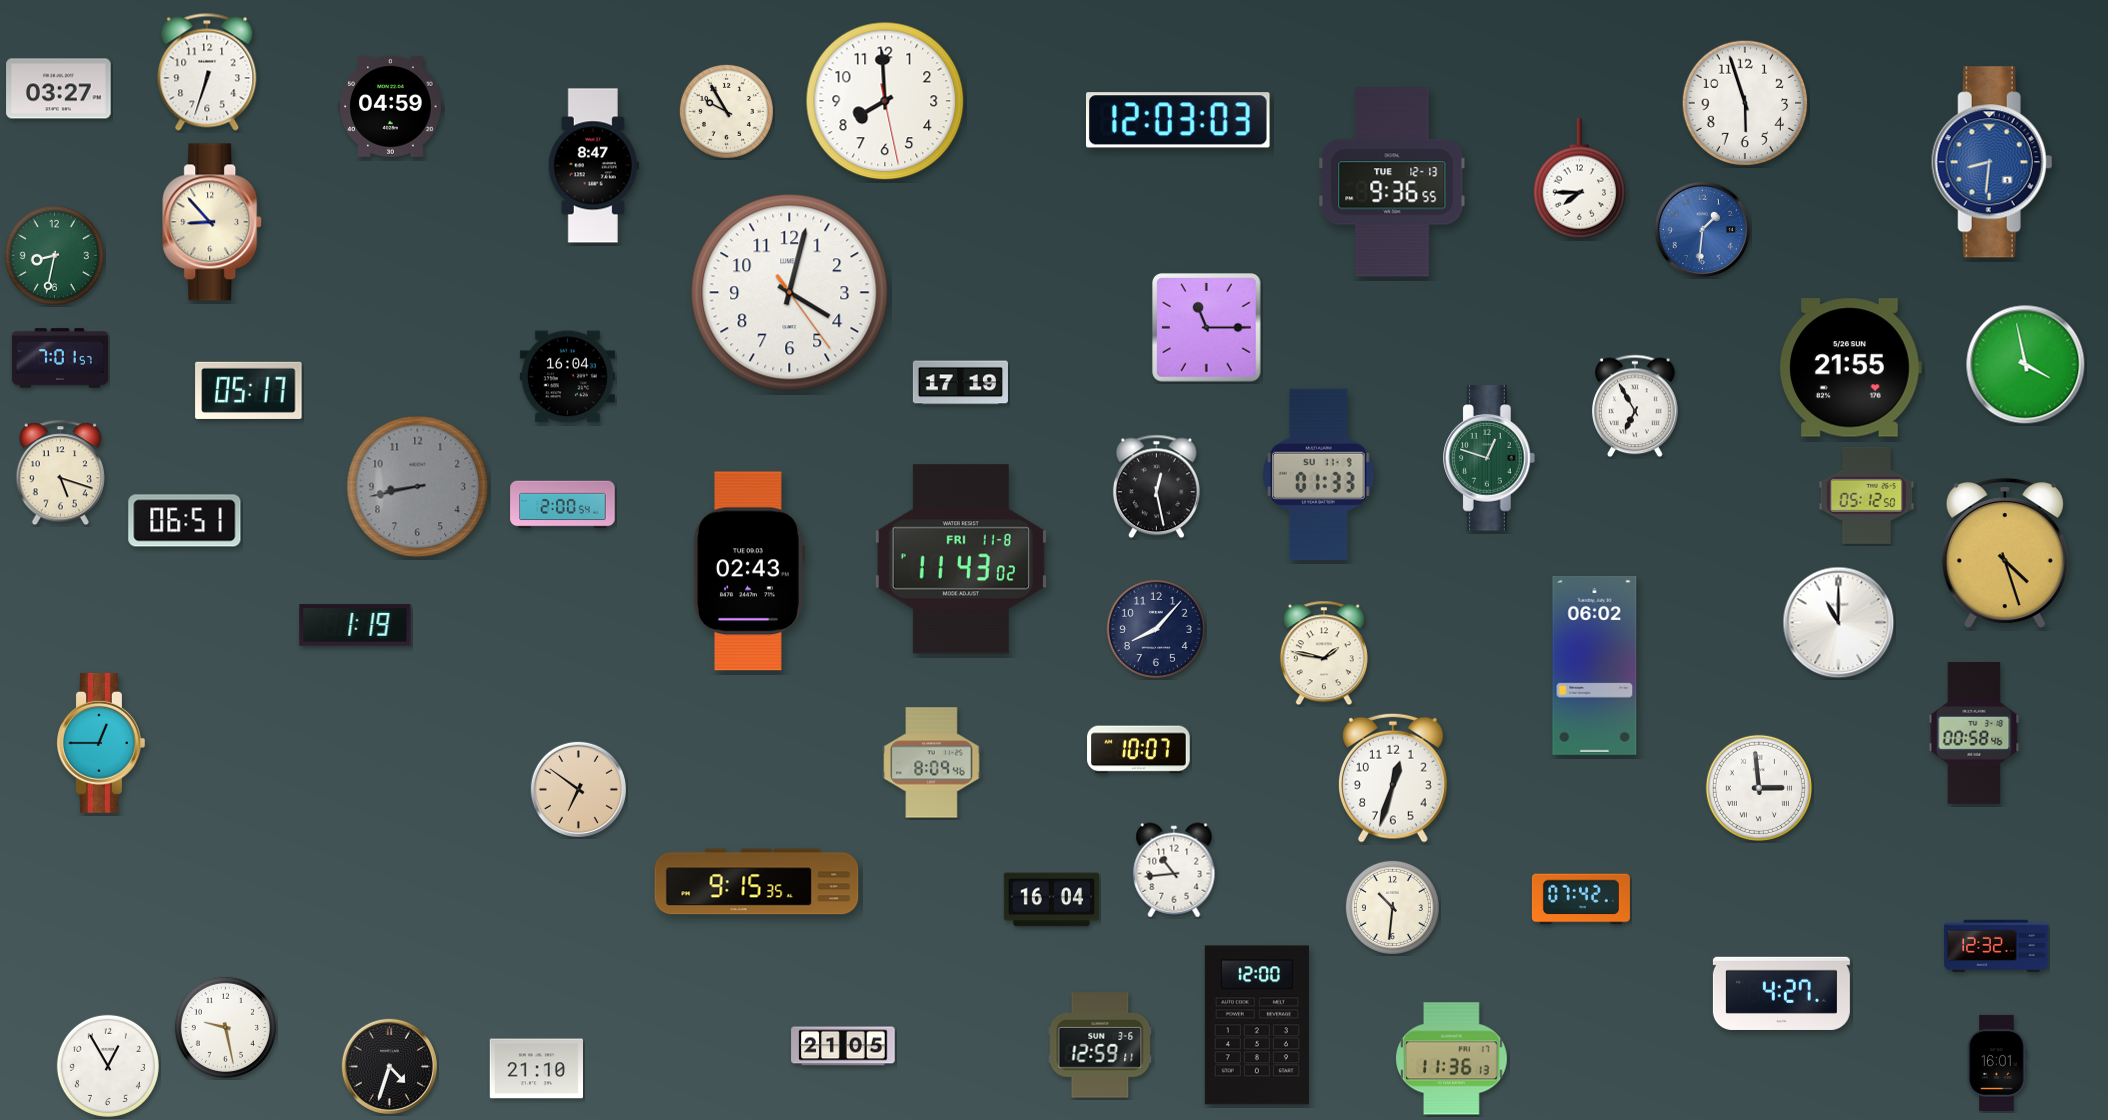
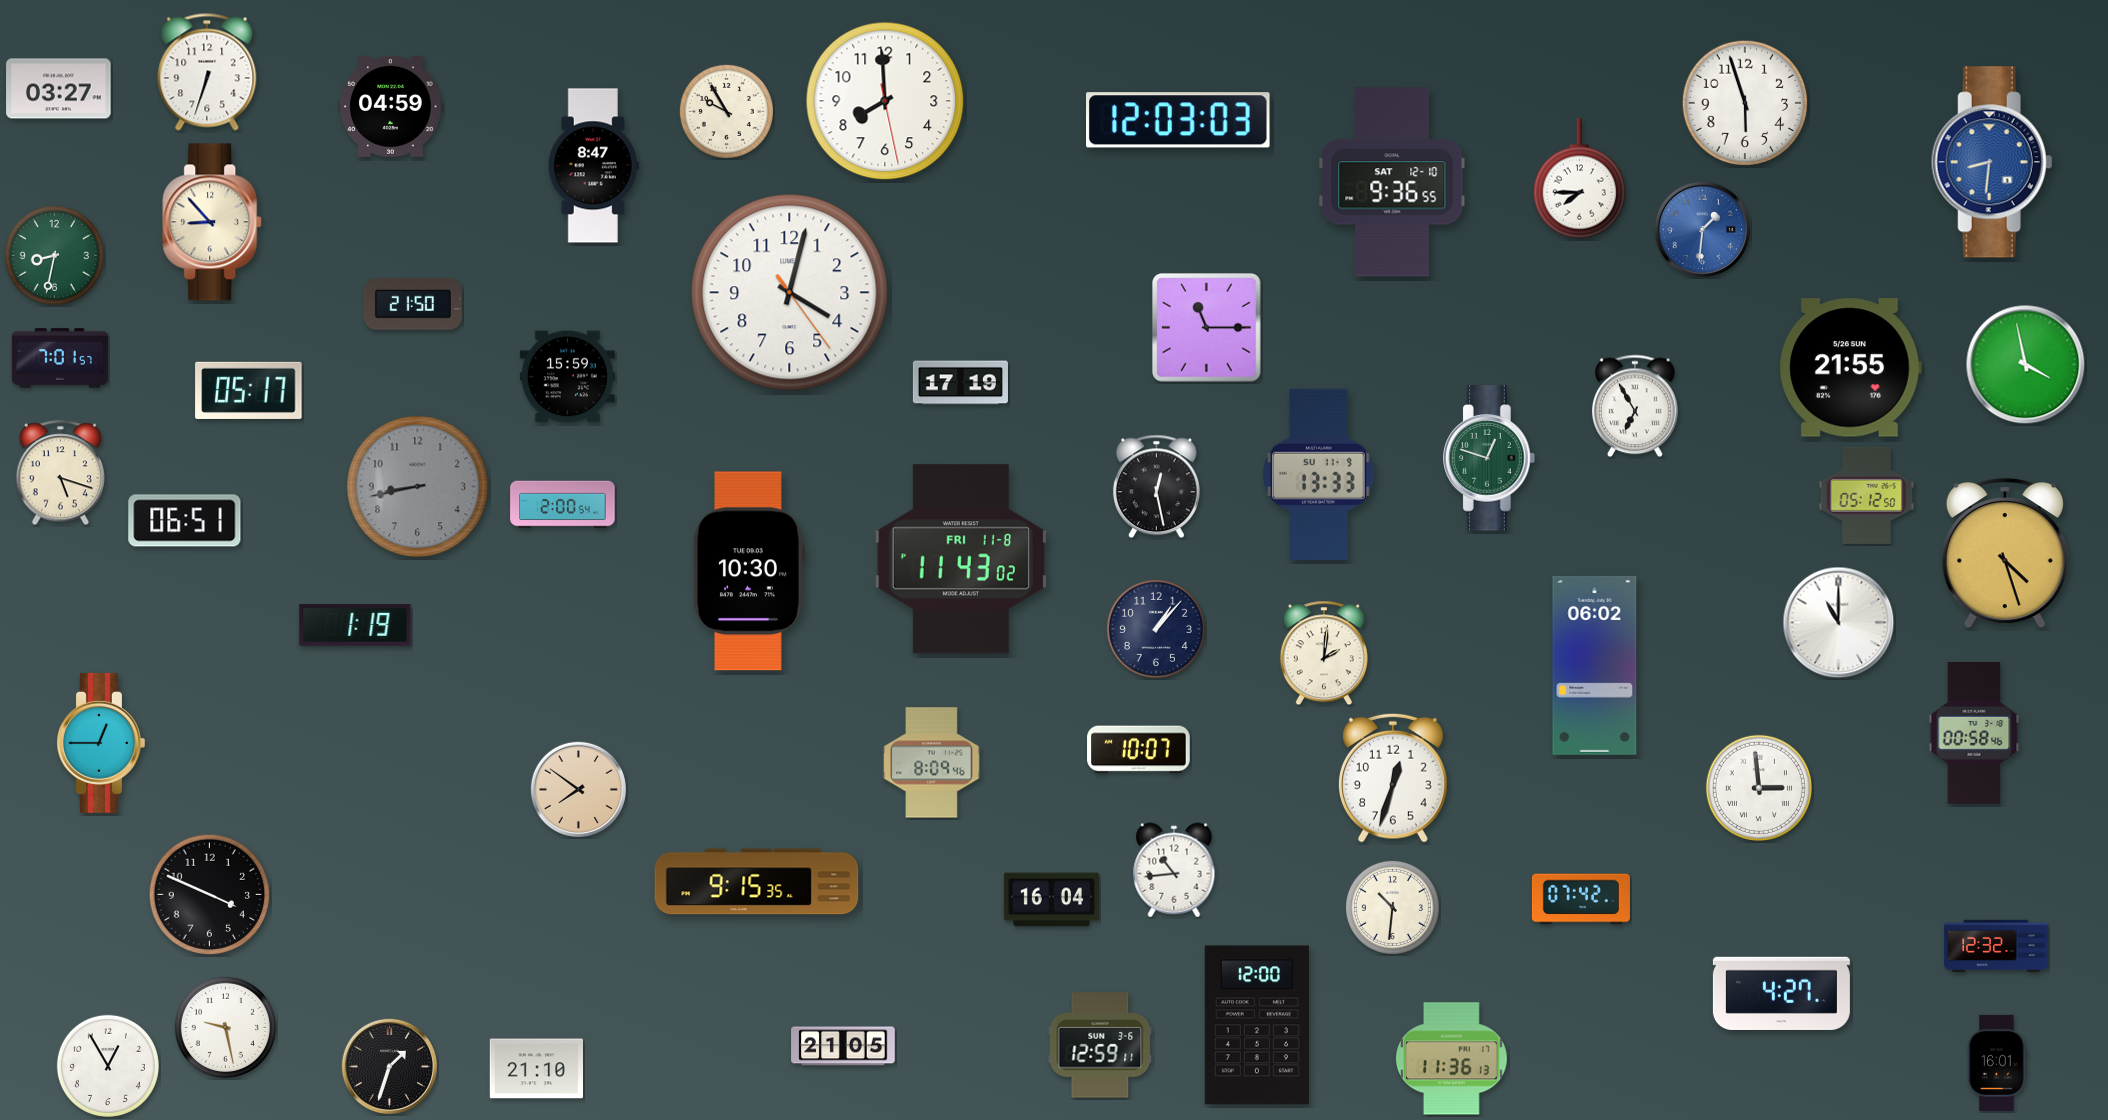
clock at (1392, 182) date: TUE 12-13 -> SAT 12-10
clock at (413, 304): none -> 21:50
clock at (567, 377): 16:04 -> 15:59
clock at (1319, 474): 01:33 -> 13:33
clock at (749, 571): 02:43 -> 10:30
clock at (1156, 629): 8:07 -> 1:07
clock at (1324, 653): 1:47 -> 2:01
clock at (578, 789): 6:51 -> 7:51
clock at (210, 895): none -> 3:49
clock at (389, 1066): 4:33 -> 1:33
